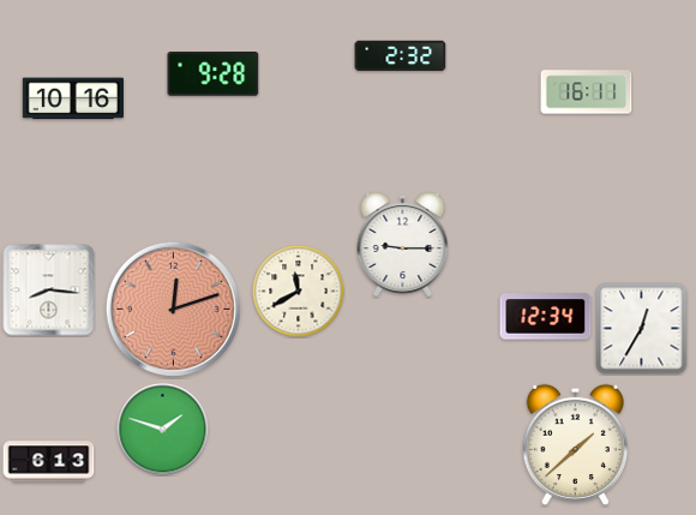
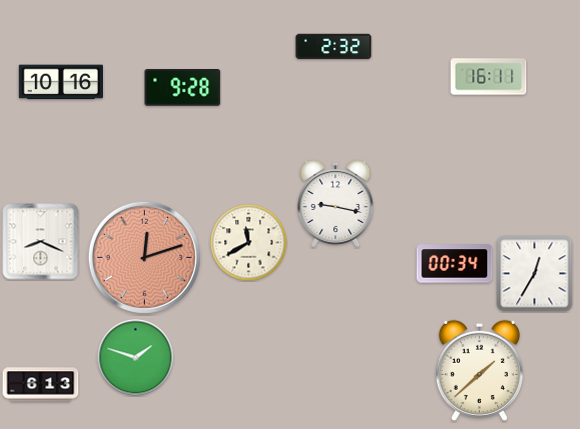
clock at (214, 74) position: (214, 74) -> (183, 88)
clock at (403, 244): 9:15 -> 9:17
clock at (49, 291): 8:16 -> 8:19
clock at (546, 317): 12:34 -> 00:34
